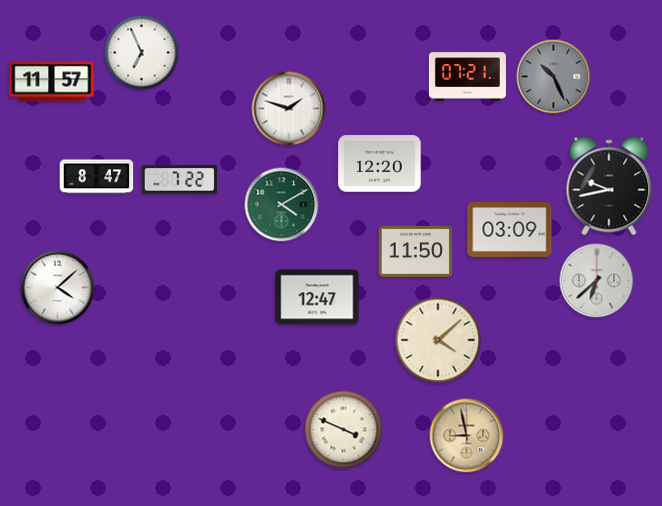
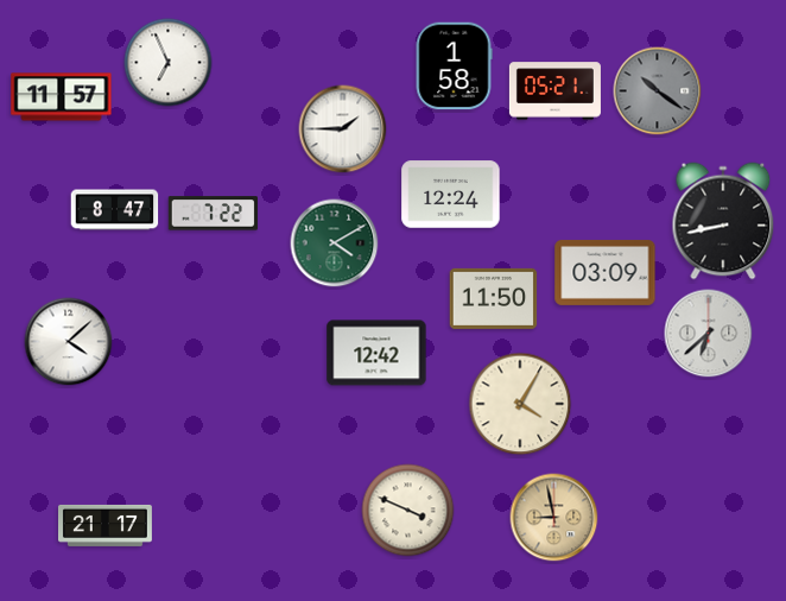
clock at (454, 67): none -> 1:58
clock at (467, 77): 07:21 -> 05:21
clock at (554, 77): 10:26 -> 10:21
clock at (289, 109): 1:48 -> 1:45
clock at (380, 164): 12:20 -> 12:24
clock at (609, 186): 9:43 -> 8:43
clock at (317, 297): 12:47 -> 12:42
clock at (438, 340): 4:08 -> 4:05
clock at (106, 525): none -> 21:17
